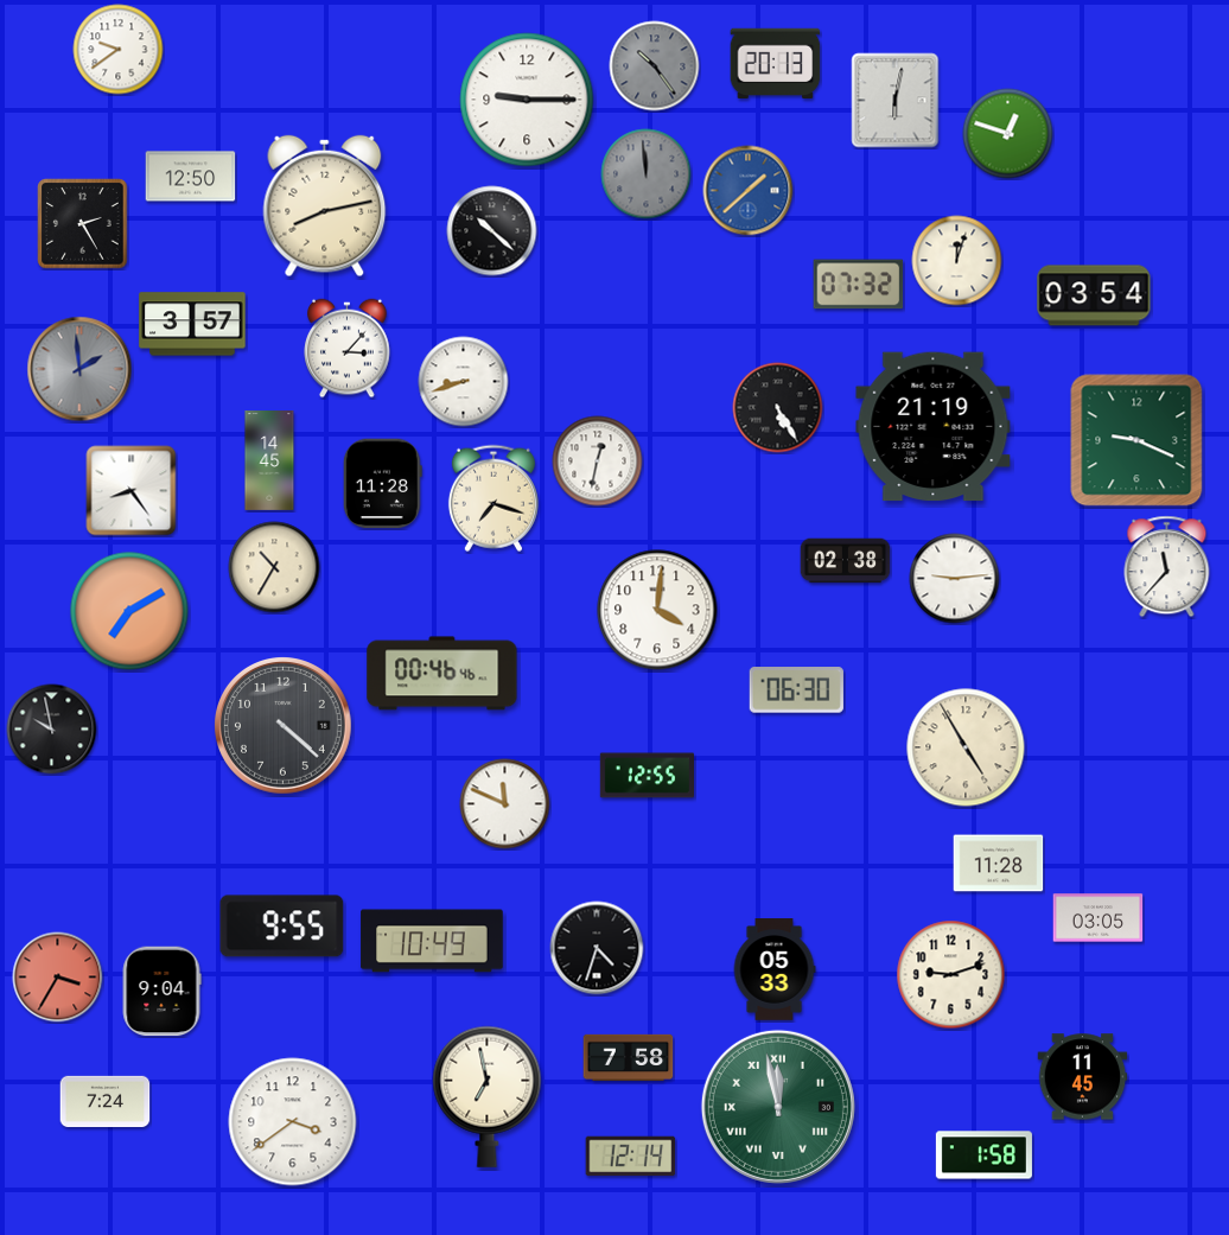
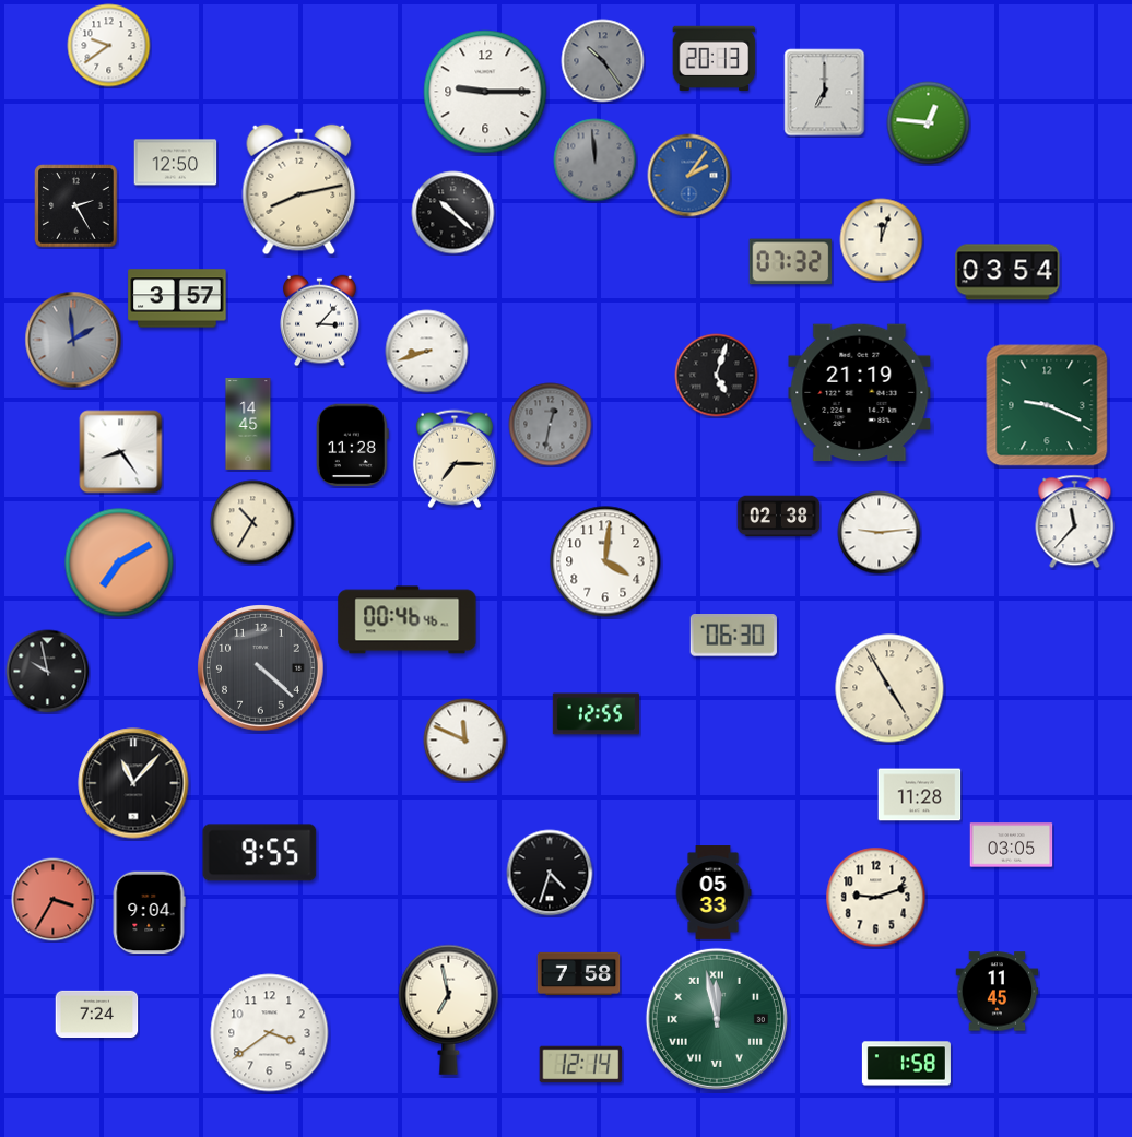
clock at (896, 101): 6:02 -> 7:00
clock at (1008, 134): 12:48 -> 12:46
clock at (749, 191): 1:38 -> 2:06
clock at (778, 408): 5:25 -> 5:03
clock at (598, 461) dial: white -> grey
clock at (493, 498): 7:18 -> 7:15
clock at (133, 783): none -> 11:07
clock at (432, 941): 10:49 -> none
